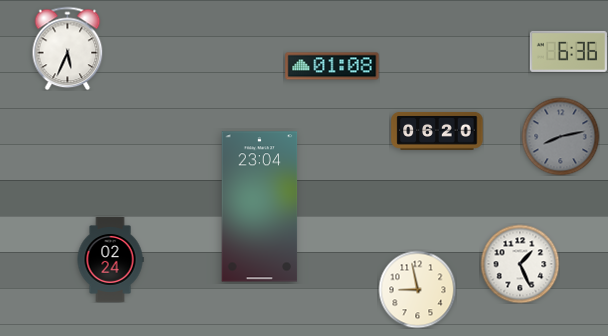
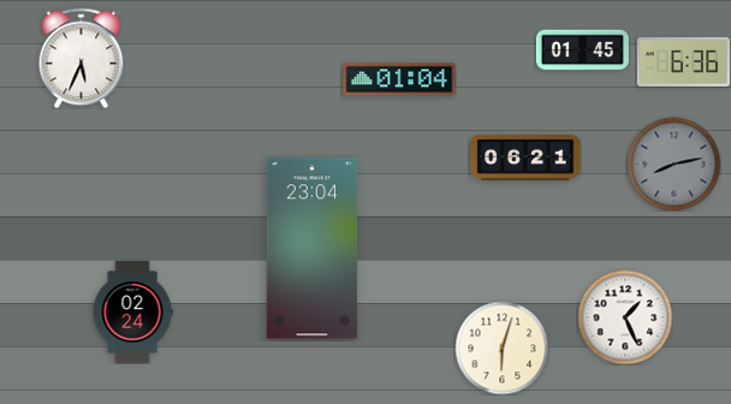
clock at (582, 50): none -> 01:45
clock at (332, 66): 01:08 -> 01:04
clock at (437, 131): 06:20 -> 06:21
clock at (417, 289): 8:58 -> 6:03
